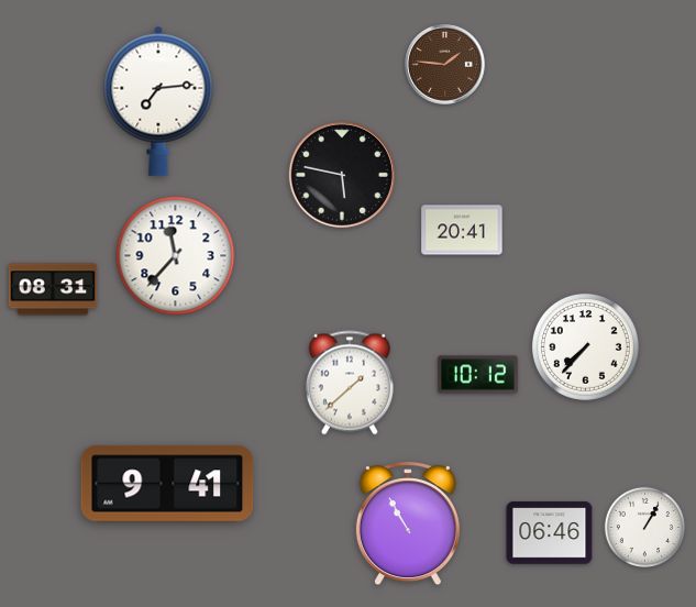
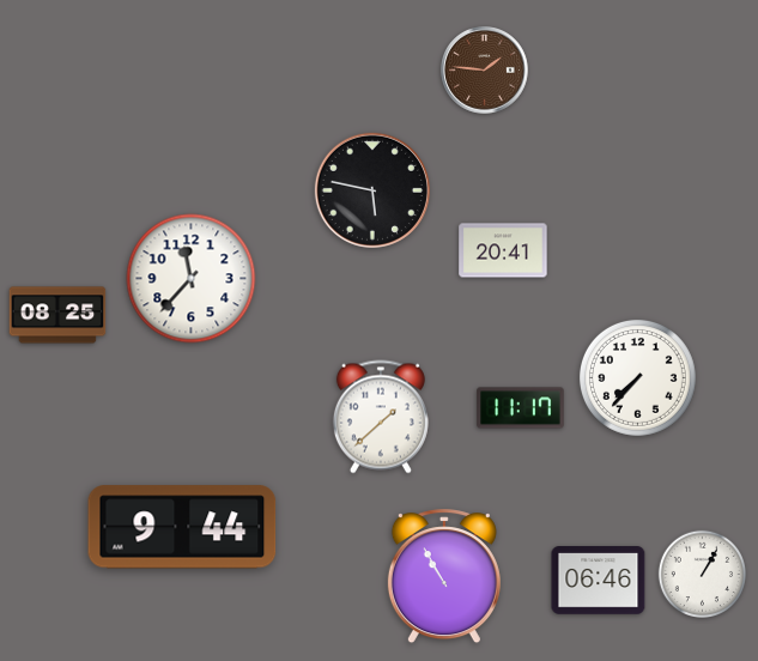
clock at (158, 101): 7:14 -> none
clock at (53, 289): 08:31 -> 08:25
clock at (478, 375): 10:12 -> 11:17
clock at (167, 484): 9:41 -> 9:44
clock at (408, 525) position: (408, 525) -> (444, 577)
